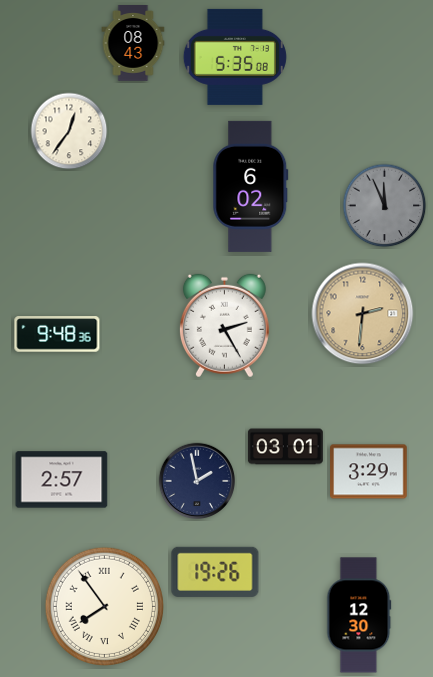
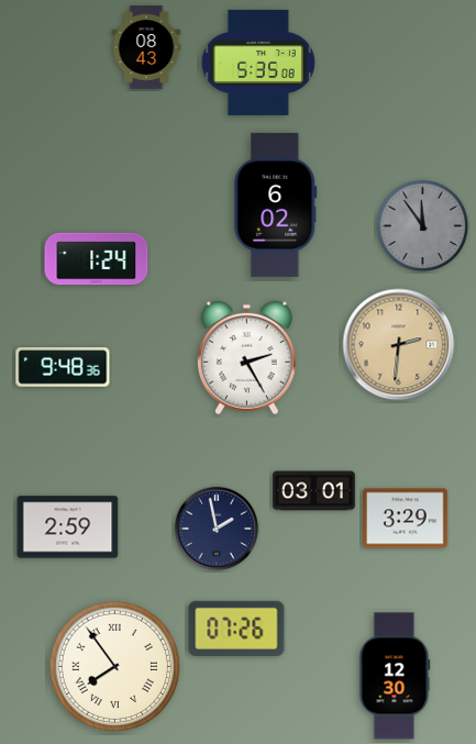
clock at (69, 131): 12:36 -> none
clock at (385, 206): 11:56 -> 11:54
clock at (97, 259): none -> 1:24
clock at (62, 480): 2:57 -> 2:59
clock at (215, 572): 19:26 -> 07:26
